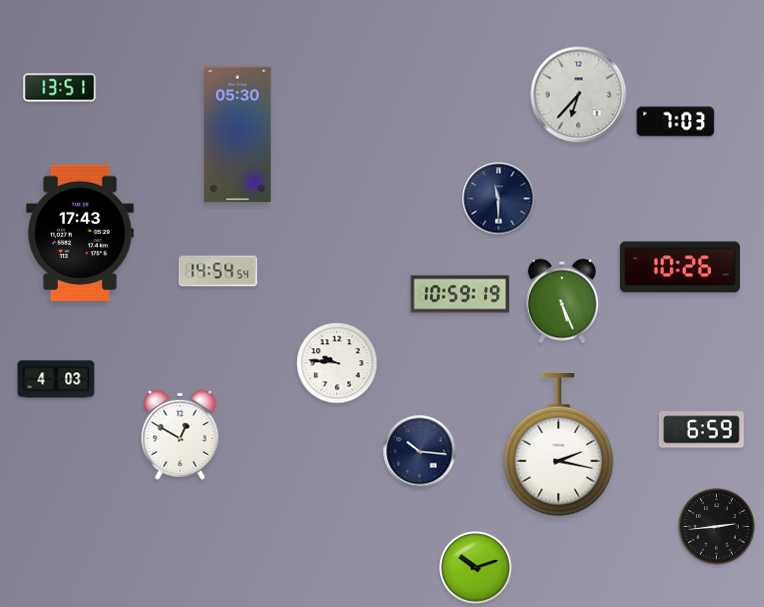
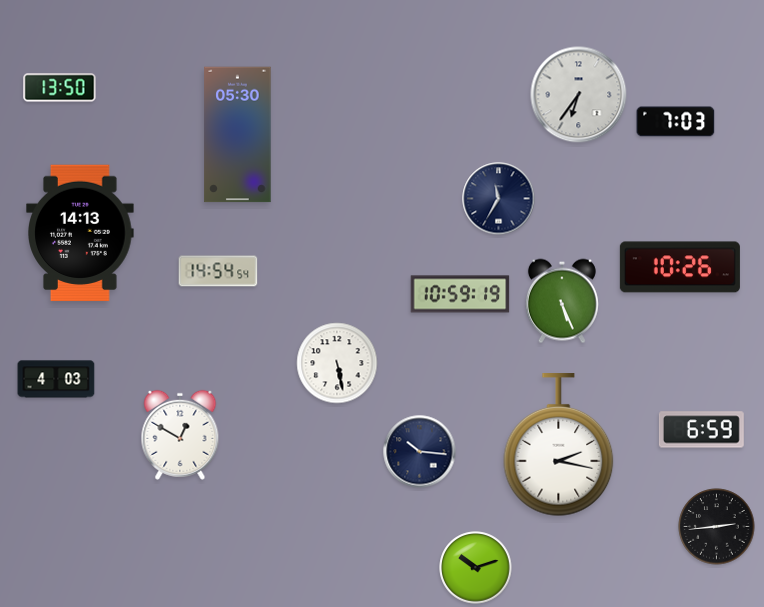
clock at (60, 88): 13:51 -> 13:50
clock at (579, 95): 6:37 -> 6:36
clock at (499, 199): 11:30 -> 11:35
clock at (80, 233): 17:43 -> 14:13
clock at (337, 363): 9:46 -> 5:28
